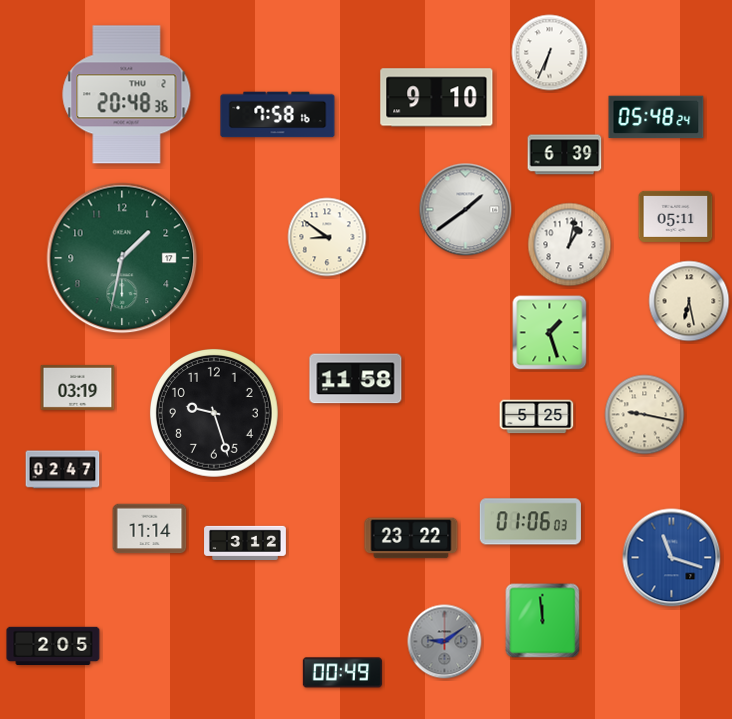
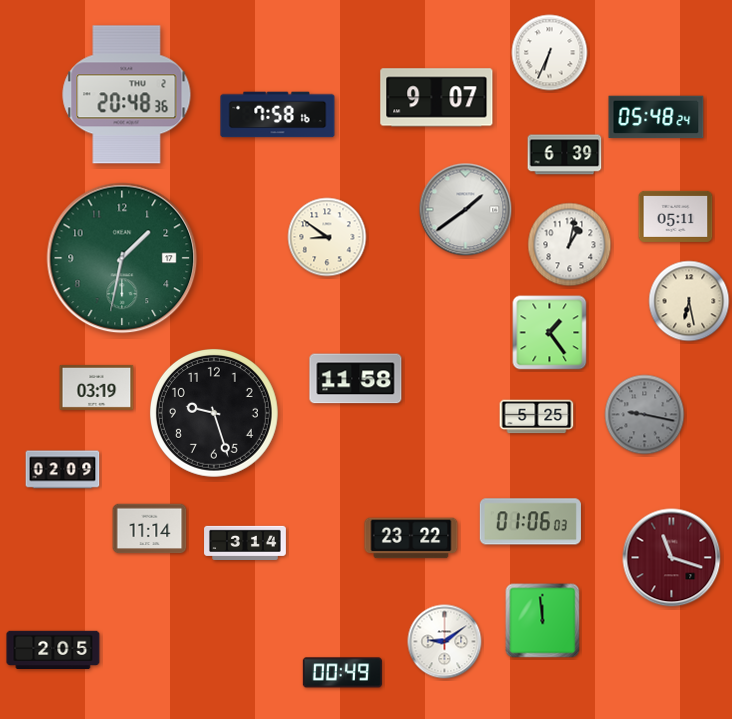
clock at (437, 98): 9:10 -> 9:07
clock at (550, 333): 1:27 -> 1:24
clock at (78, 387) position: (78, 387) -> (97, 387)
clock at (645, 415) dial: cream -> grey
clock at (63, 470): 02:47 -> 02:09
clock at (245, 542): 3:12 -> 3:14
clock at (672, 558) dial: blue -> burgundy
clock at (445, 642) dial: grey -> white
clock at (53, 645) position: (53, 645) -> (53, 649)
